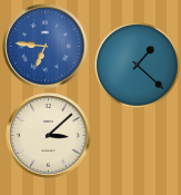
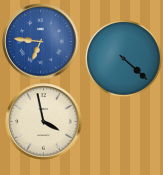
clock at (138, 66): 1:22 -> 4:22
clock at (49, 136): 3:08 -> 3:58
